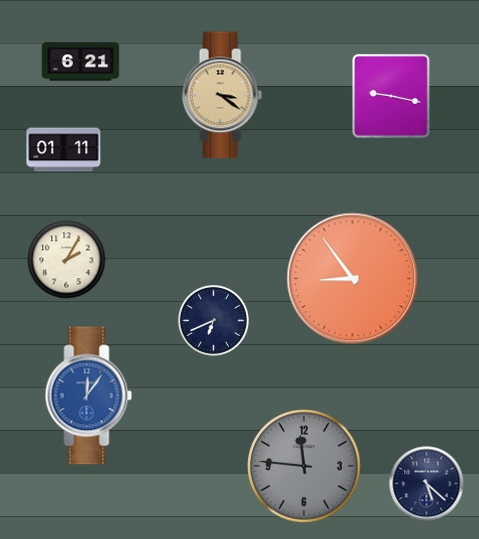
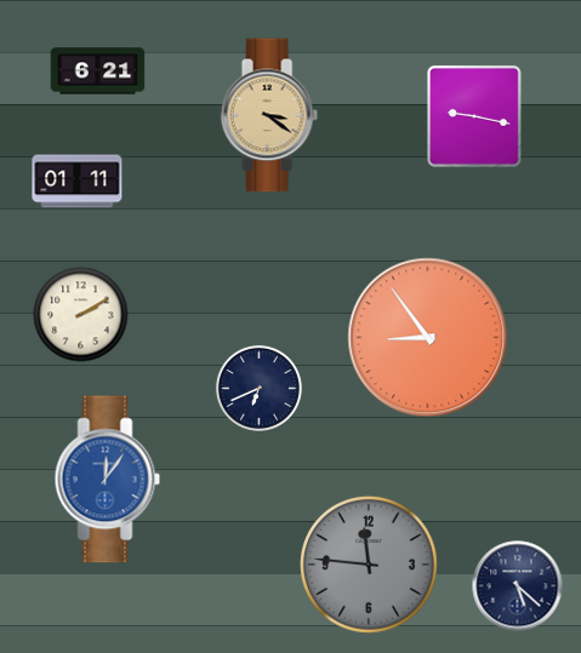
clock at (81, 62) position: (81, 62) -> (98, 71)
clock at (67, 260): 2:05 -> 2:10
